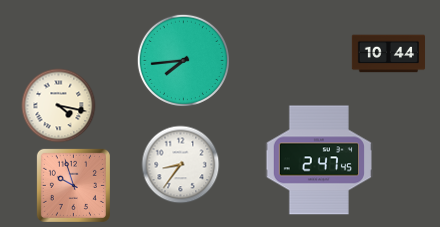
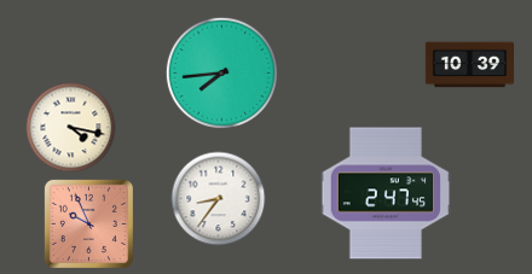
clock at (389, 54): 10:44 -> 10:39
clock at (73, 185): 9:57 -> 9:56
